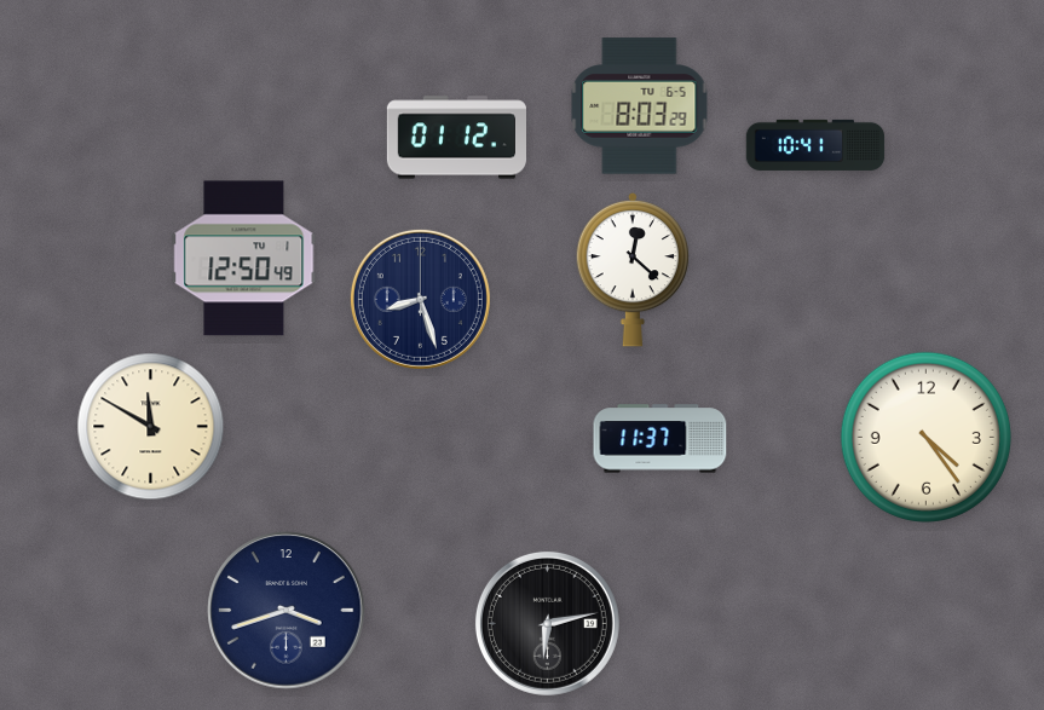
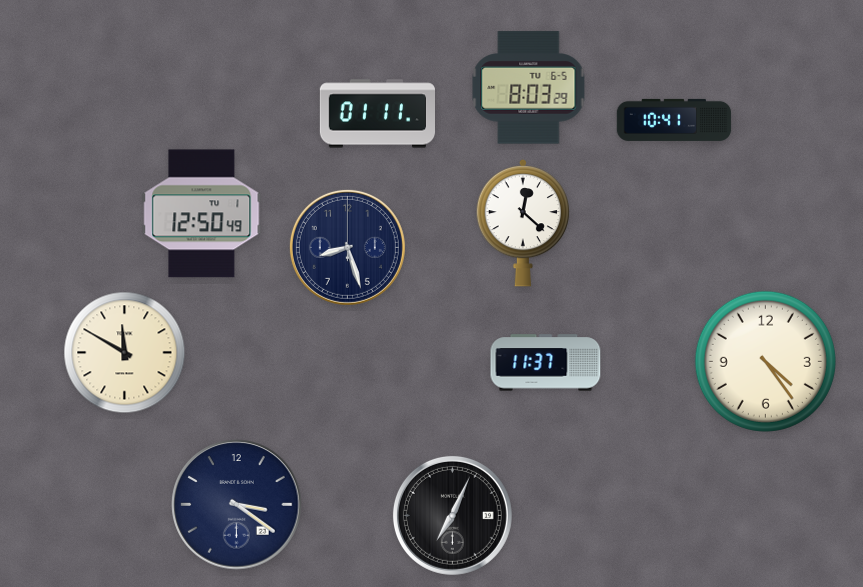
clock at (456, 138): 01:12 -> 01:11
clock at (287, 611): 3:42 -> 3:21
clock at (547, 623): 6:13 -> 7:04
